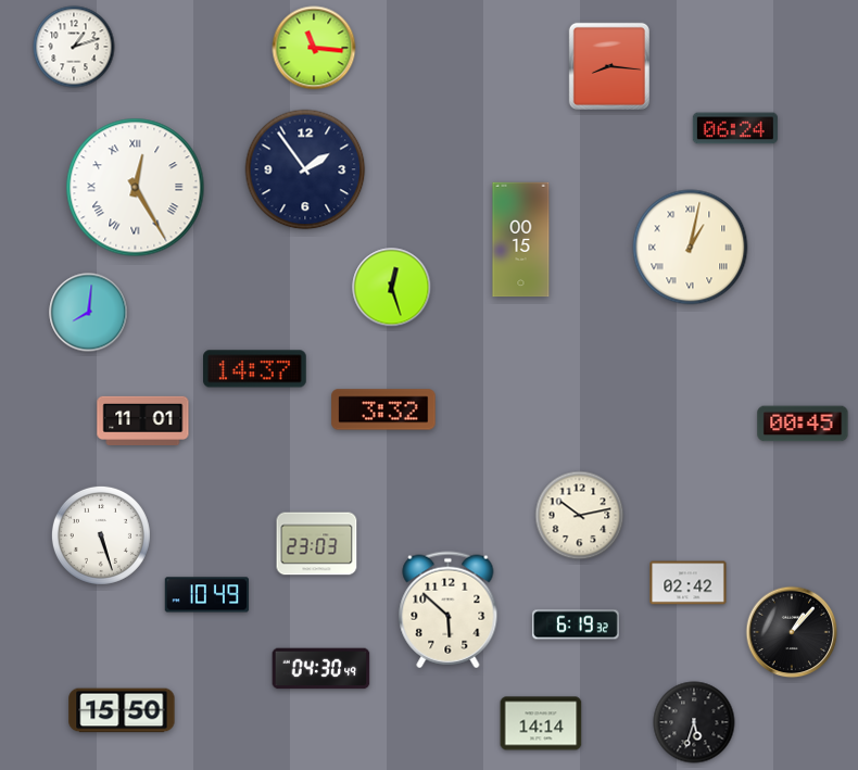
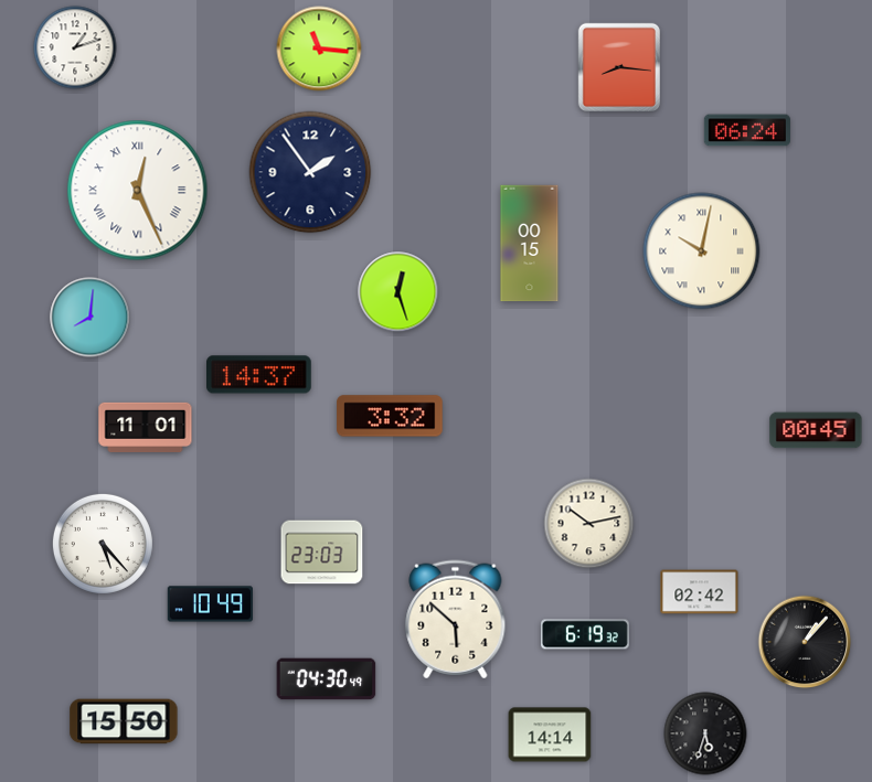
clock at (136, 188): 12:25 -> 12:26
clock at (691, 248): 1:02 -> 10:02
clock at (101, 535): 5:27 -> 5:23
